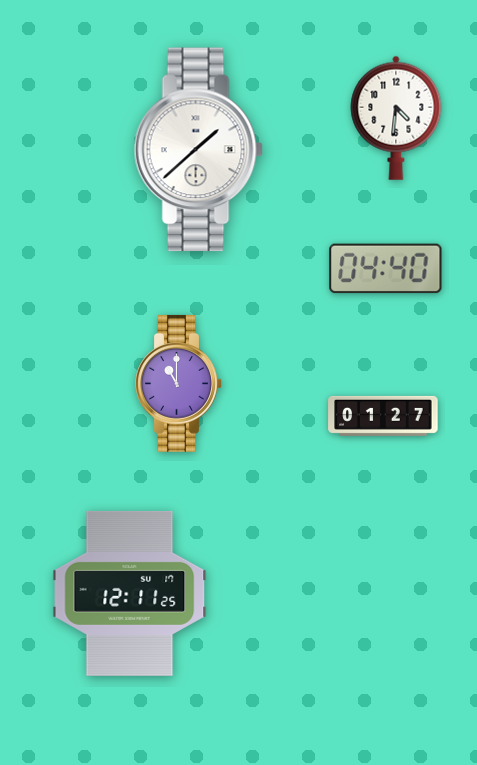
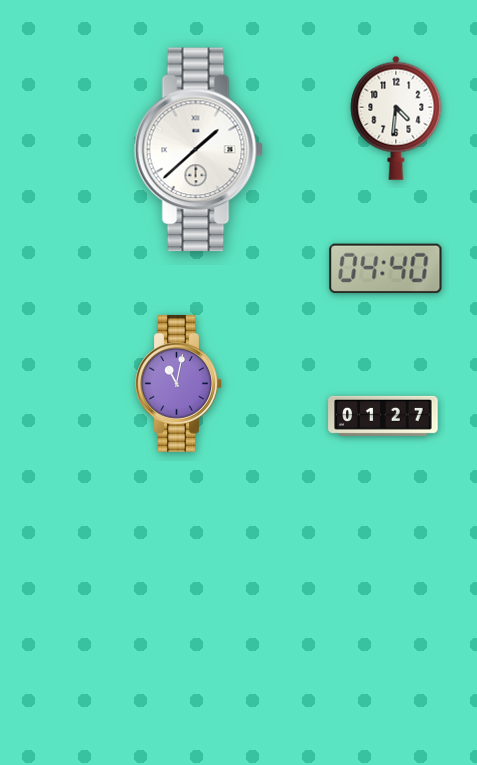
clock at (179, 383): 11:00 -> 11:02
clock at (130, 593): 12:11 -> none
